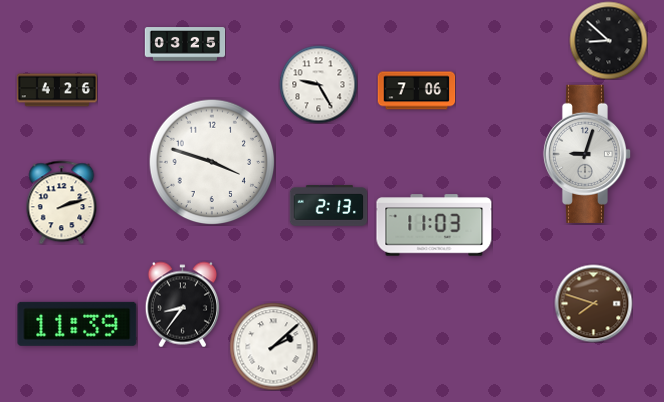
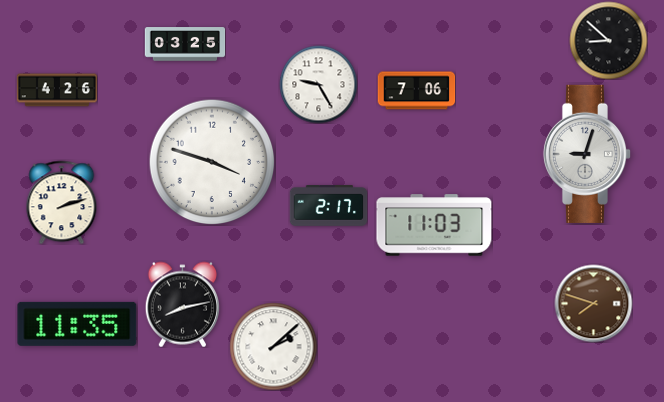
clock at (328, 206): 2:13 -> 2:17
clock at (182, 304): 8:36 -> 8:13
clock at (77, 324): 11:39 -> 11:35
